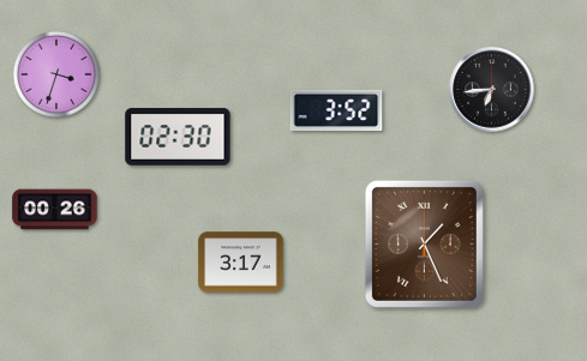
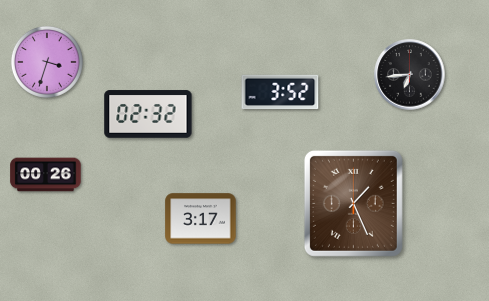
clock at (178, 137): 02:30 -> 02:32
